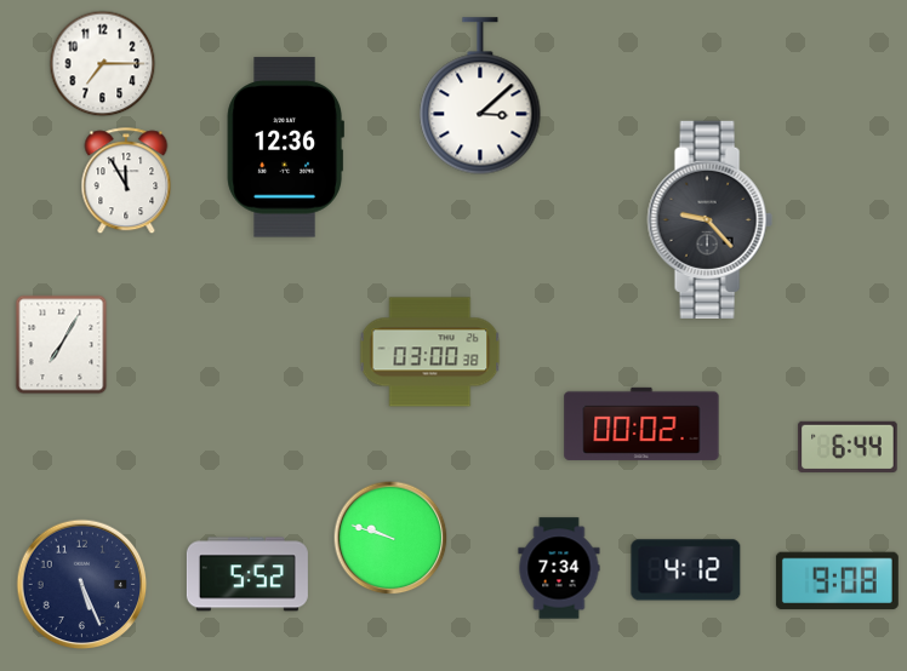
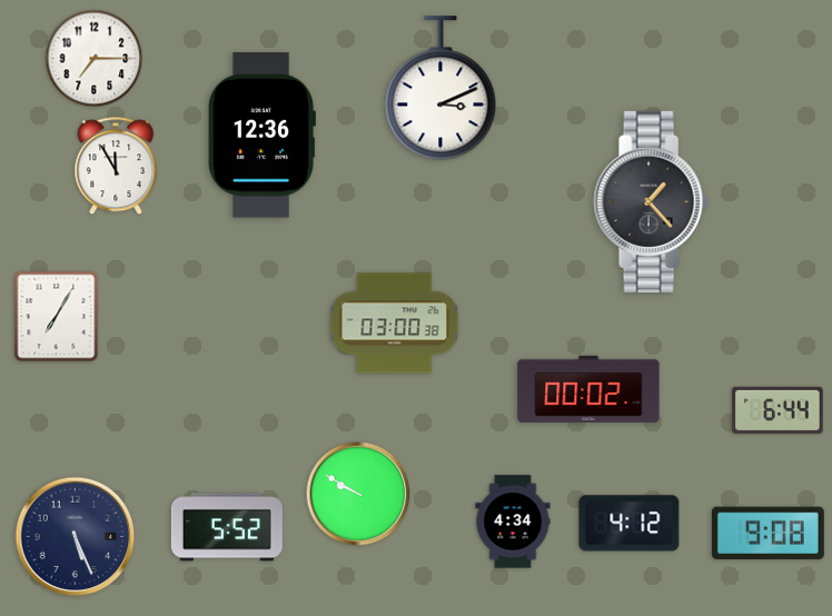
clock at (480, 96): 3:08 -> 3:11
clock at (709, 219): 9:23 -> 1:23
clock at (390, 538): 9:48 -> 9:50
clock at (559, 568): 7:34 -> 4:34
